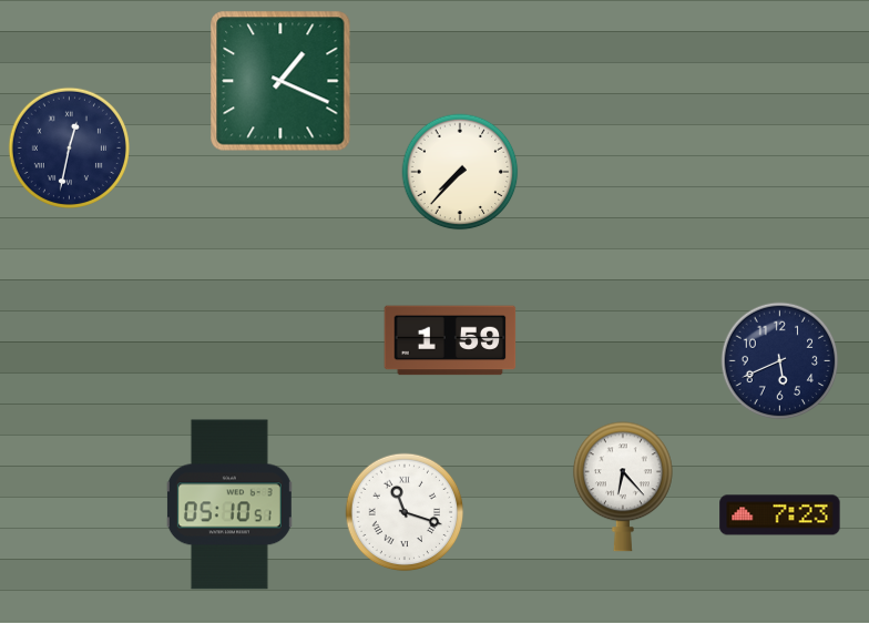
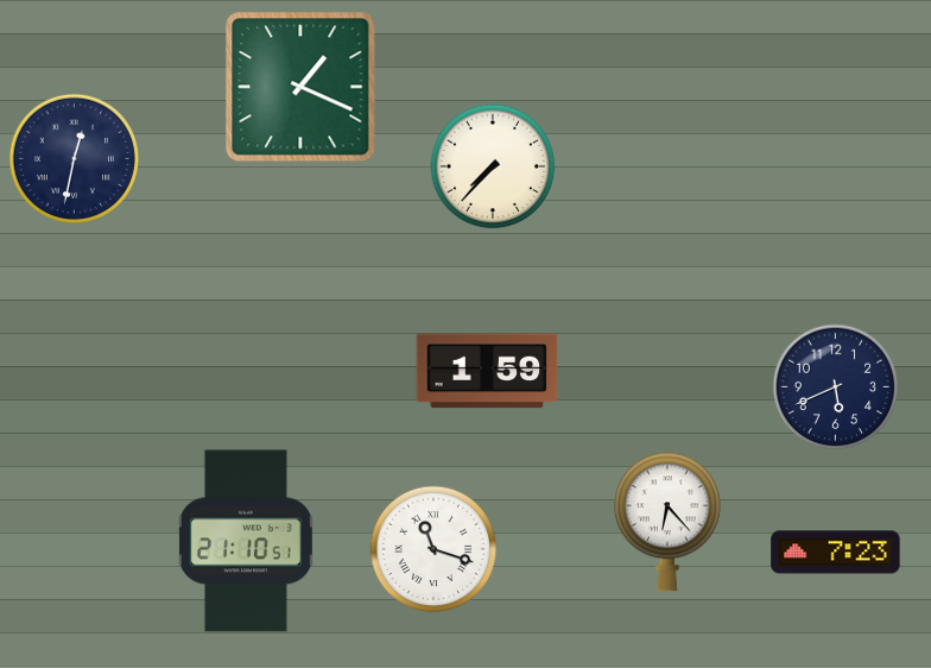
clock at (460, 172) position: (460, 172) -> (493, 166)
clock at (450, 340) position: (450, 340) -> (487, 371)
clock at (229, 504): 05:10 -> 21:10
